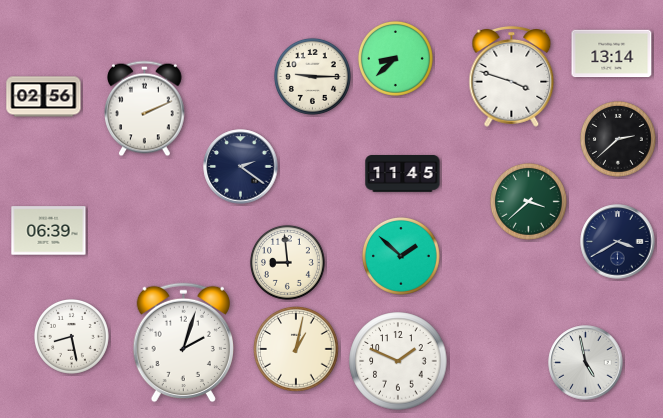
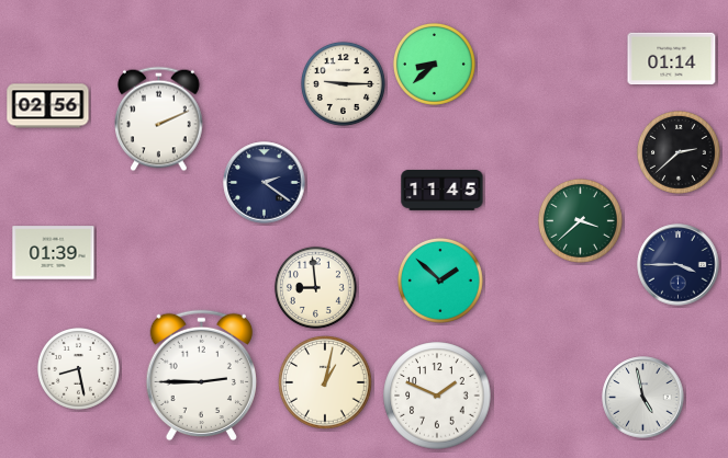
clock at (612, 54): 13:14 -> 01:14
clock at (512, 77): 3:48 -> none
clock at (49, 231): 06:39 -> 01:39
clock at (618, 242): 3:40 -> 3:45
clock at (183, 343): 2:03 -> 2:45
